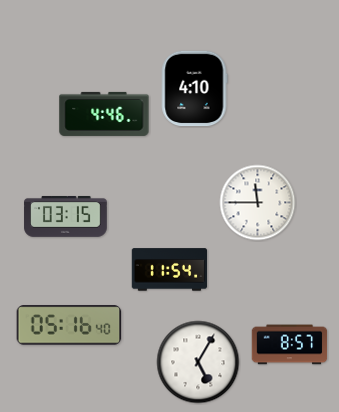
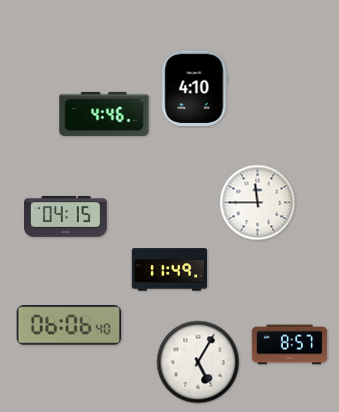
clock at (66, 216): 03:15 -> 04:15
clock at (170, 270): 11:54 -> 11:49
clock at (69, 325): 05:16 -> 06:06
